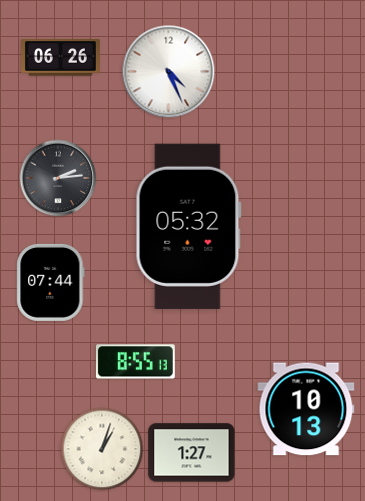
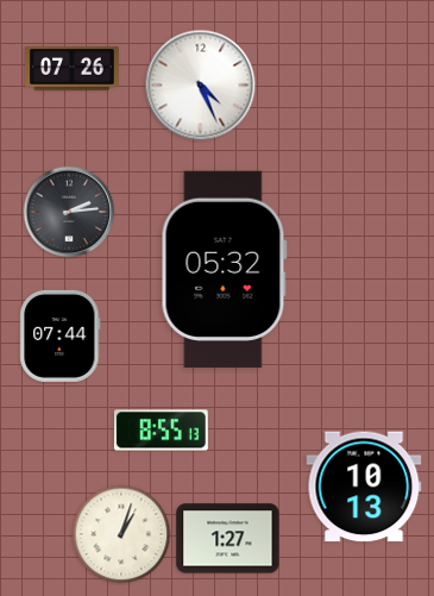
clock at (61, 58): 06:26 -> 07:26
